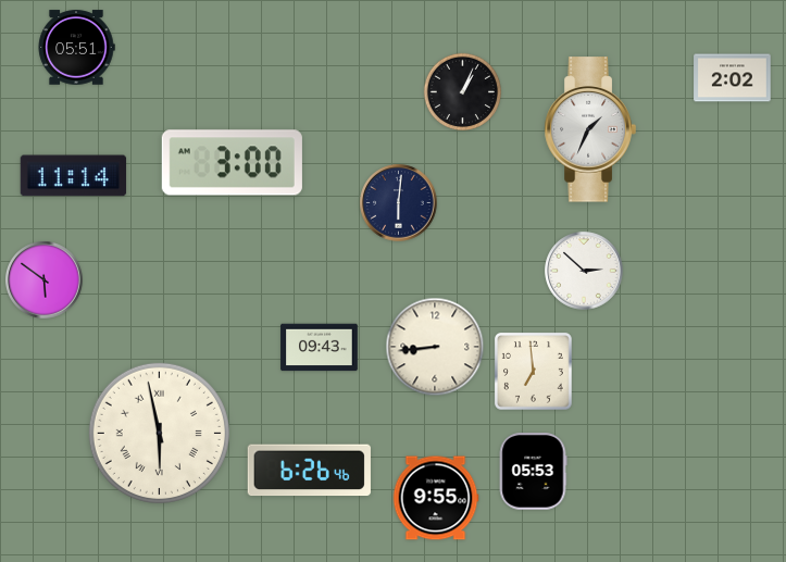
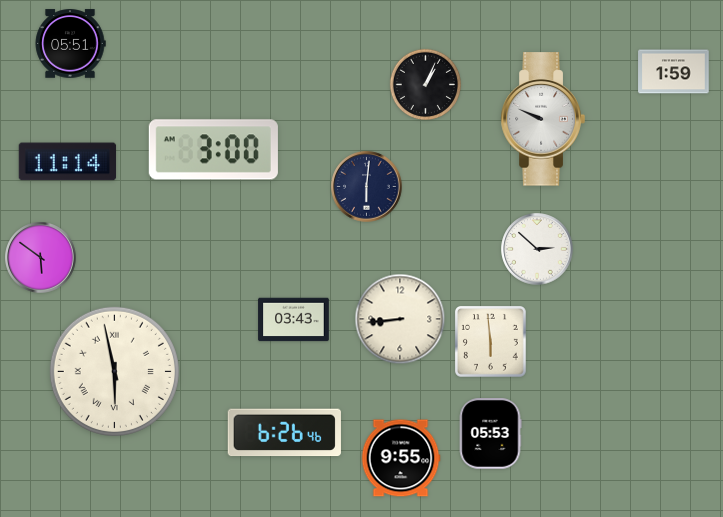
clock at (733, 78): 2:02 -> 1:59
clock at (590, 129): 1:34 -> 9:49
clock at (320, 348): 09:43 -> 03:43
clock at (533, 371): 6:59 -> 5:59
clock at (159, 433) position: (159, 433) -> (114, 371)
